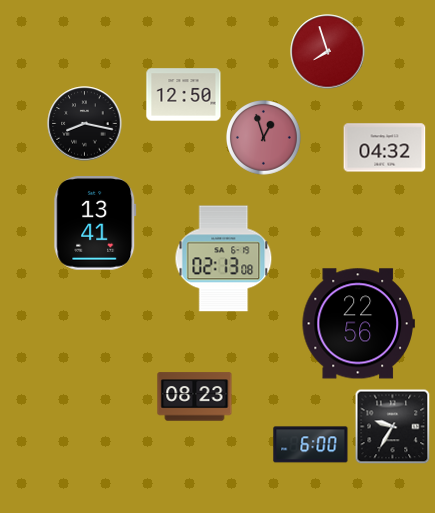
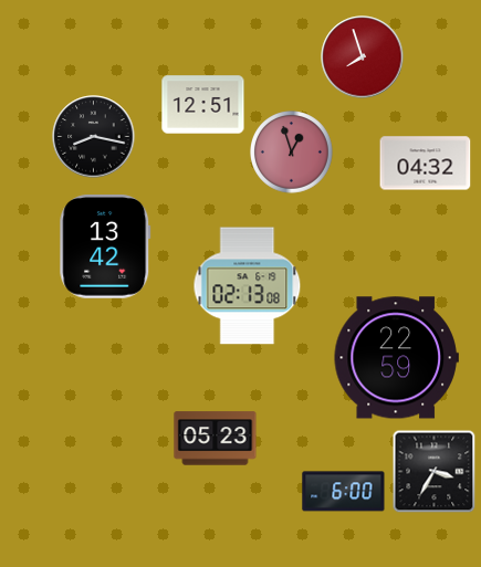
clock at (184, 95): 12:50 -> 12:51
clock at (95, 223): 13:41 -> 13:42
clock at (358, 324): 22:56 -> 22:59
clock at (195, 397): 08:23 -> 05:23
clock at (393, 427): 9:35 -> 3:35
